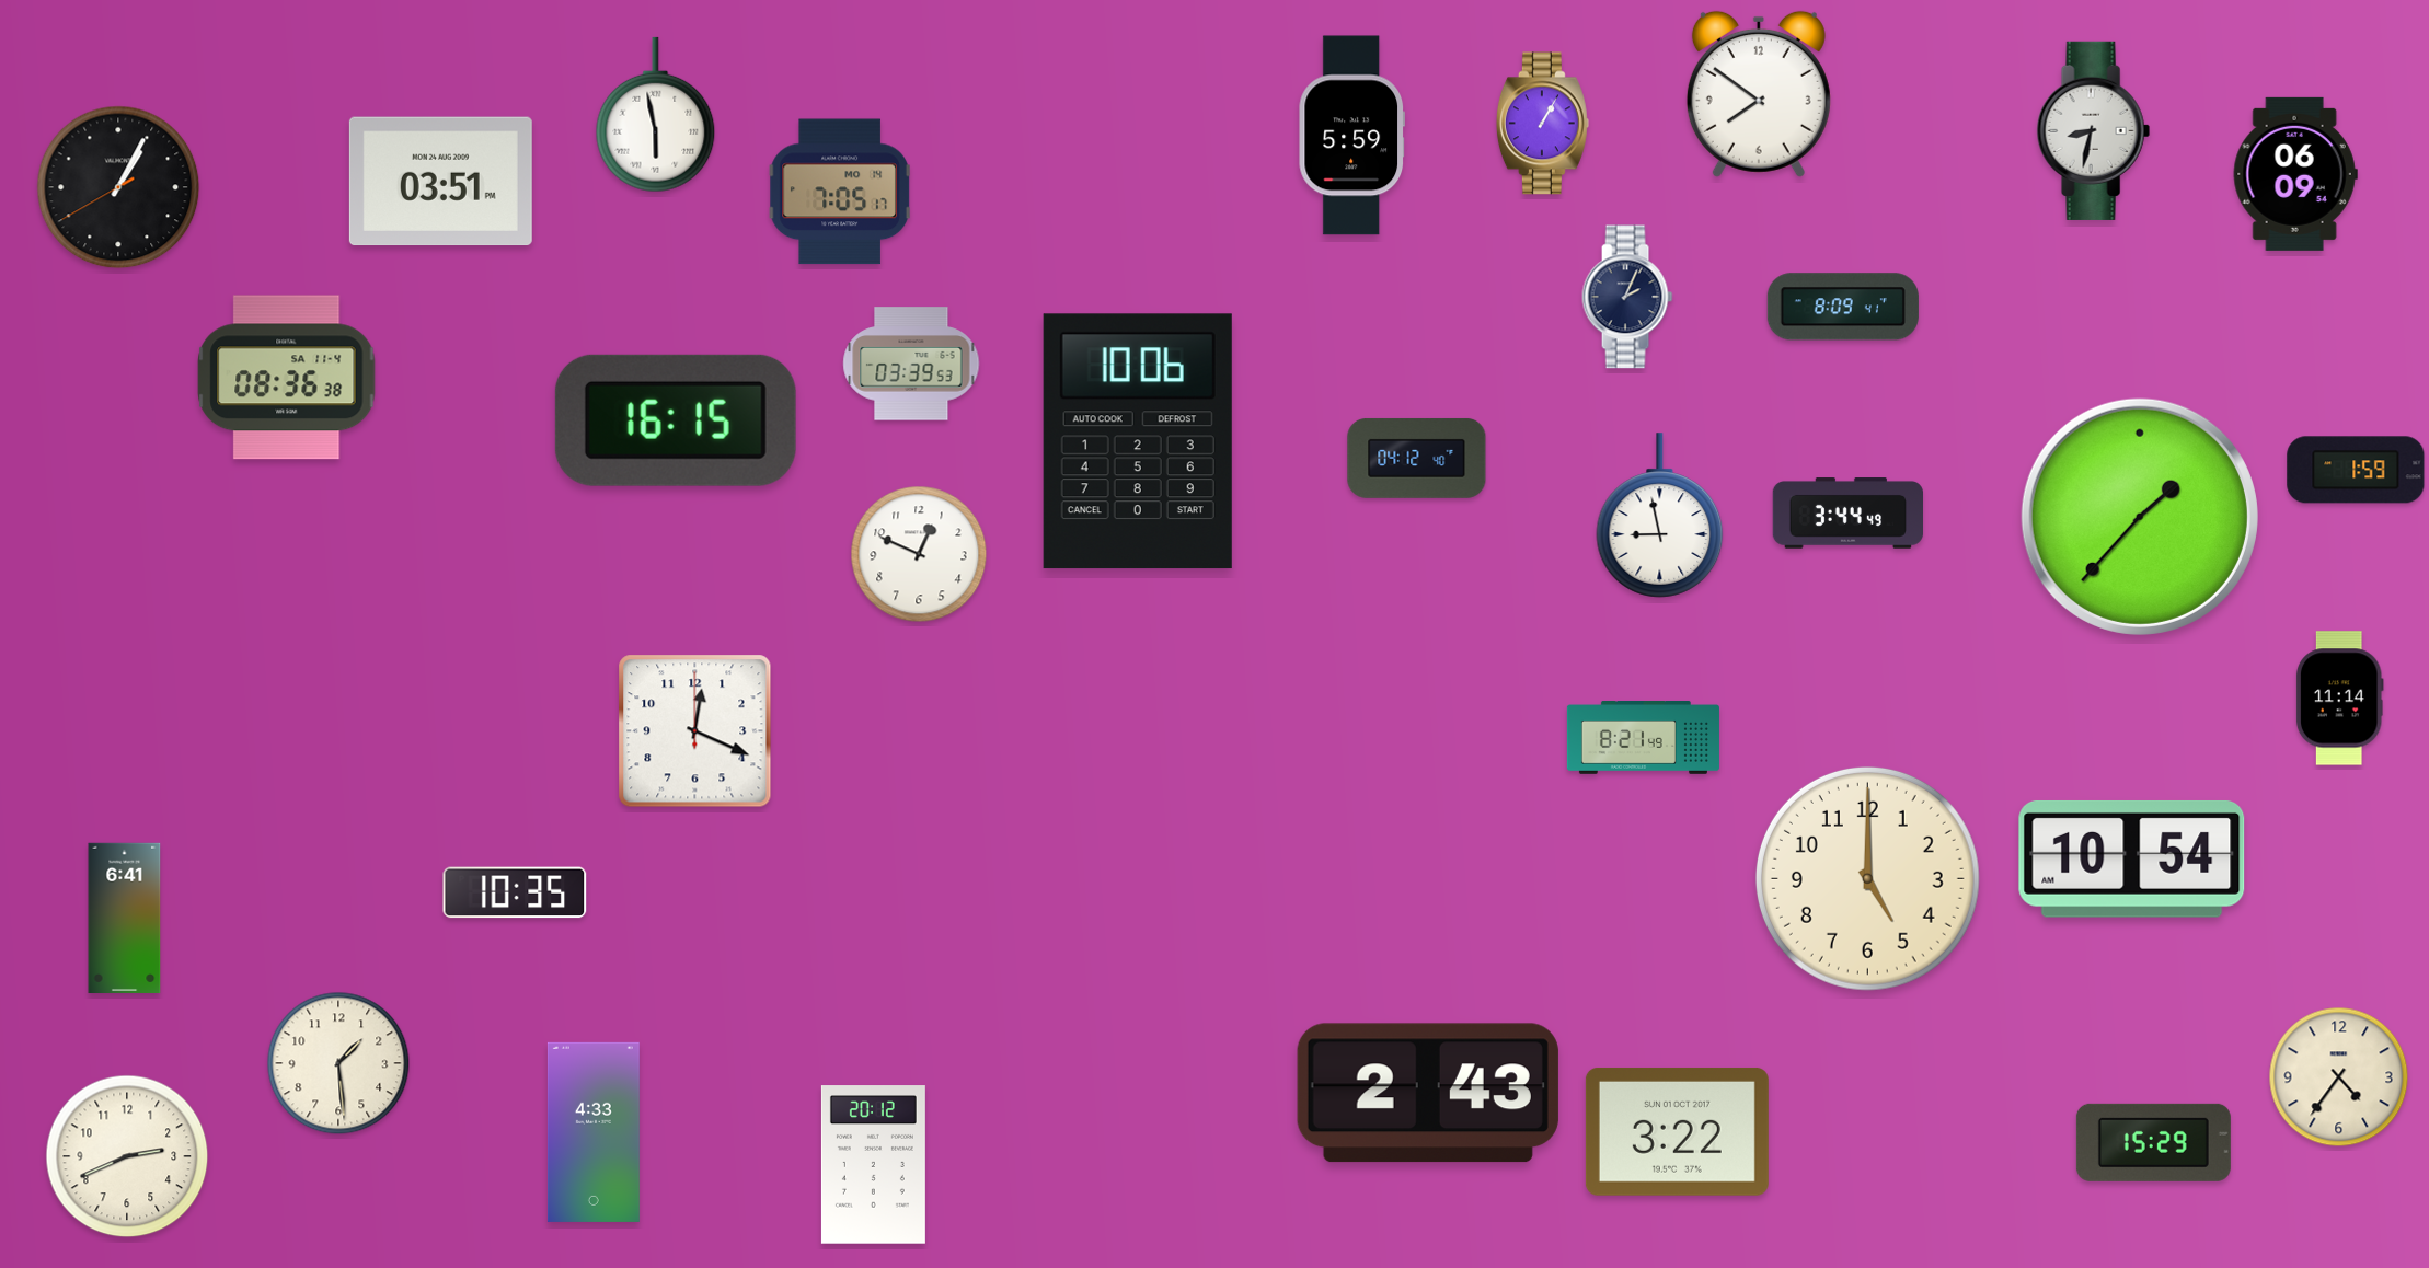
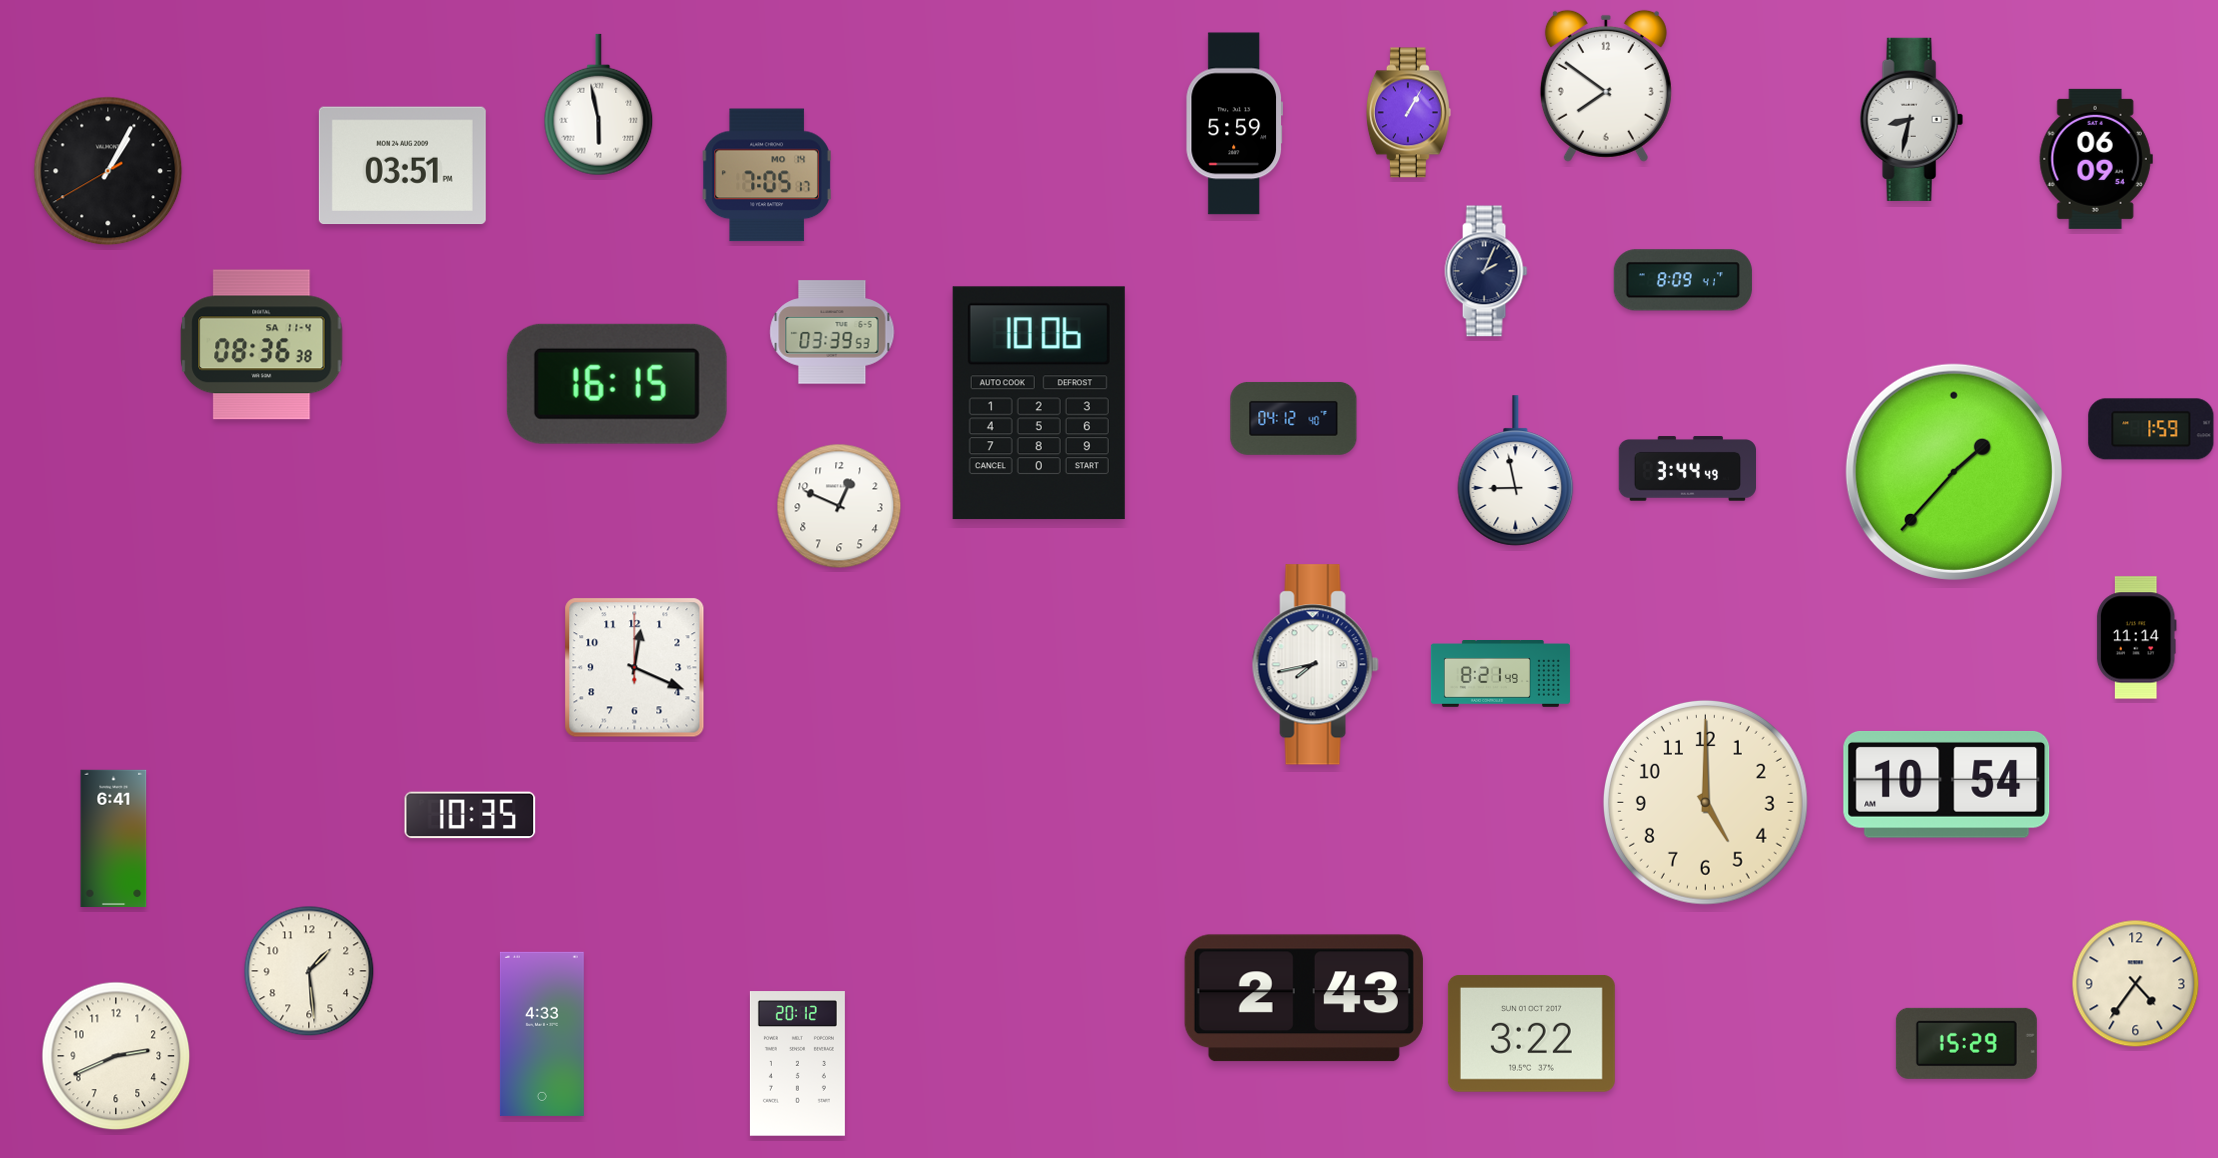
clock at (1315, 665): none -> 7:43
